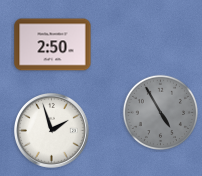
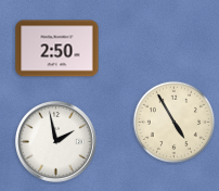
clock at (160, 112) dial: grey -> cream
clock at (52, 131): 1:57 -> 1:58
